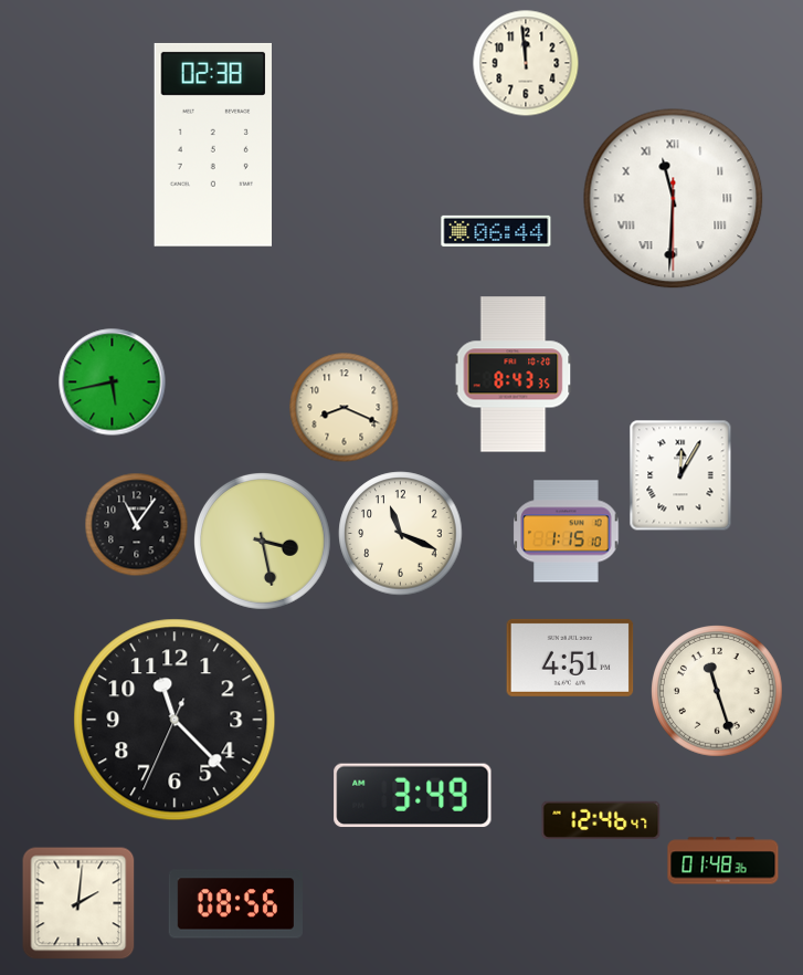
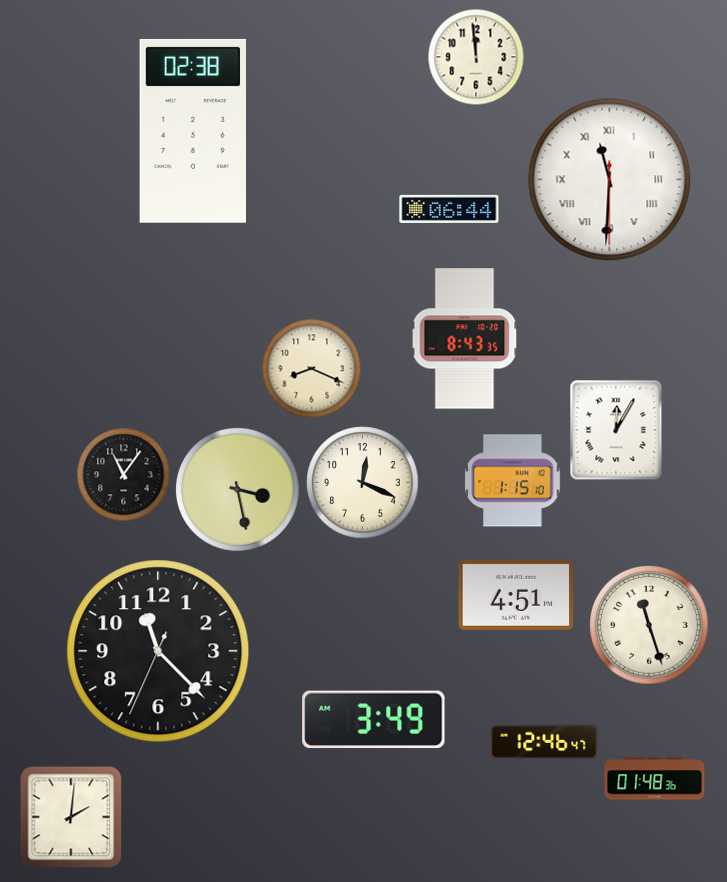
clock at (113, 382): 5:43 -> none
clock at (401, 534): 11:19 -> 12:19
clock at (235, 904): 08:56 -> none
